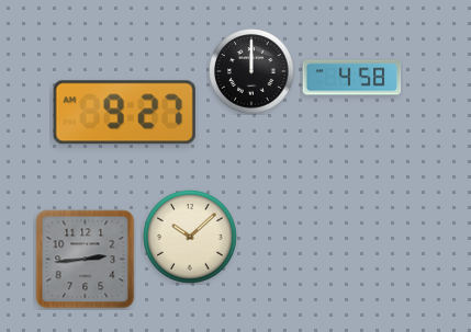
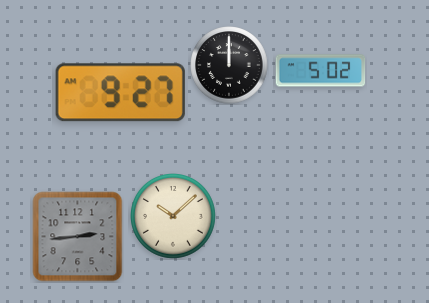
clock at (352, 78): 4:58 -> 5:02
clock at (124, 113) position: (124, 113) -> (120, 93)
